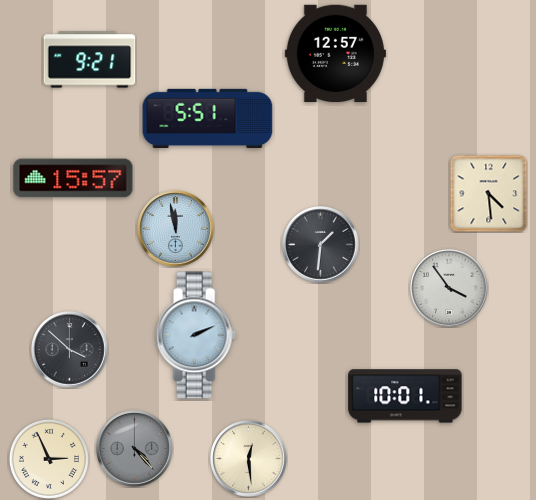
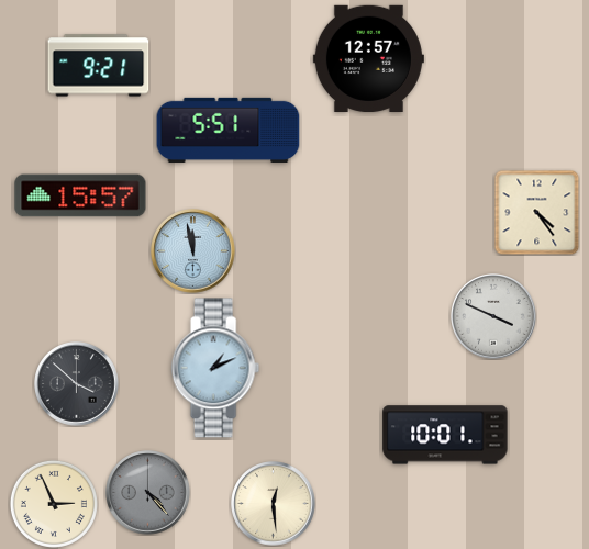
clock at (488, 193): 4:29 -> 4:24
clock at (321, 245): 1:31 -> none
clock at (449, 288): 3:54 -> 3:49
clock at (196, 335): 2:11 -> 1:11
